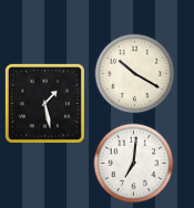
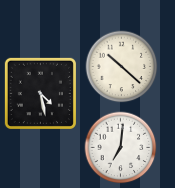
clock at (135, 74): 10:20 -> 10:22
clock at (44, 103): 1:28 -> 4:28
